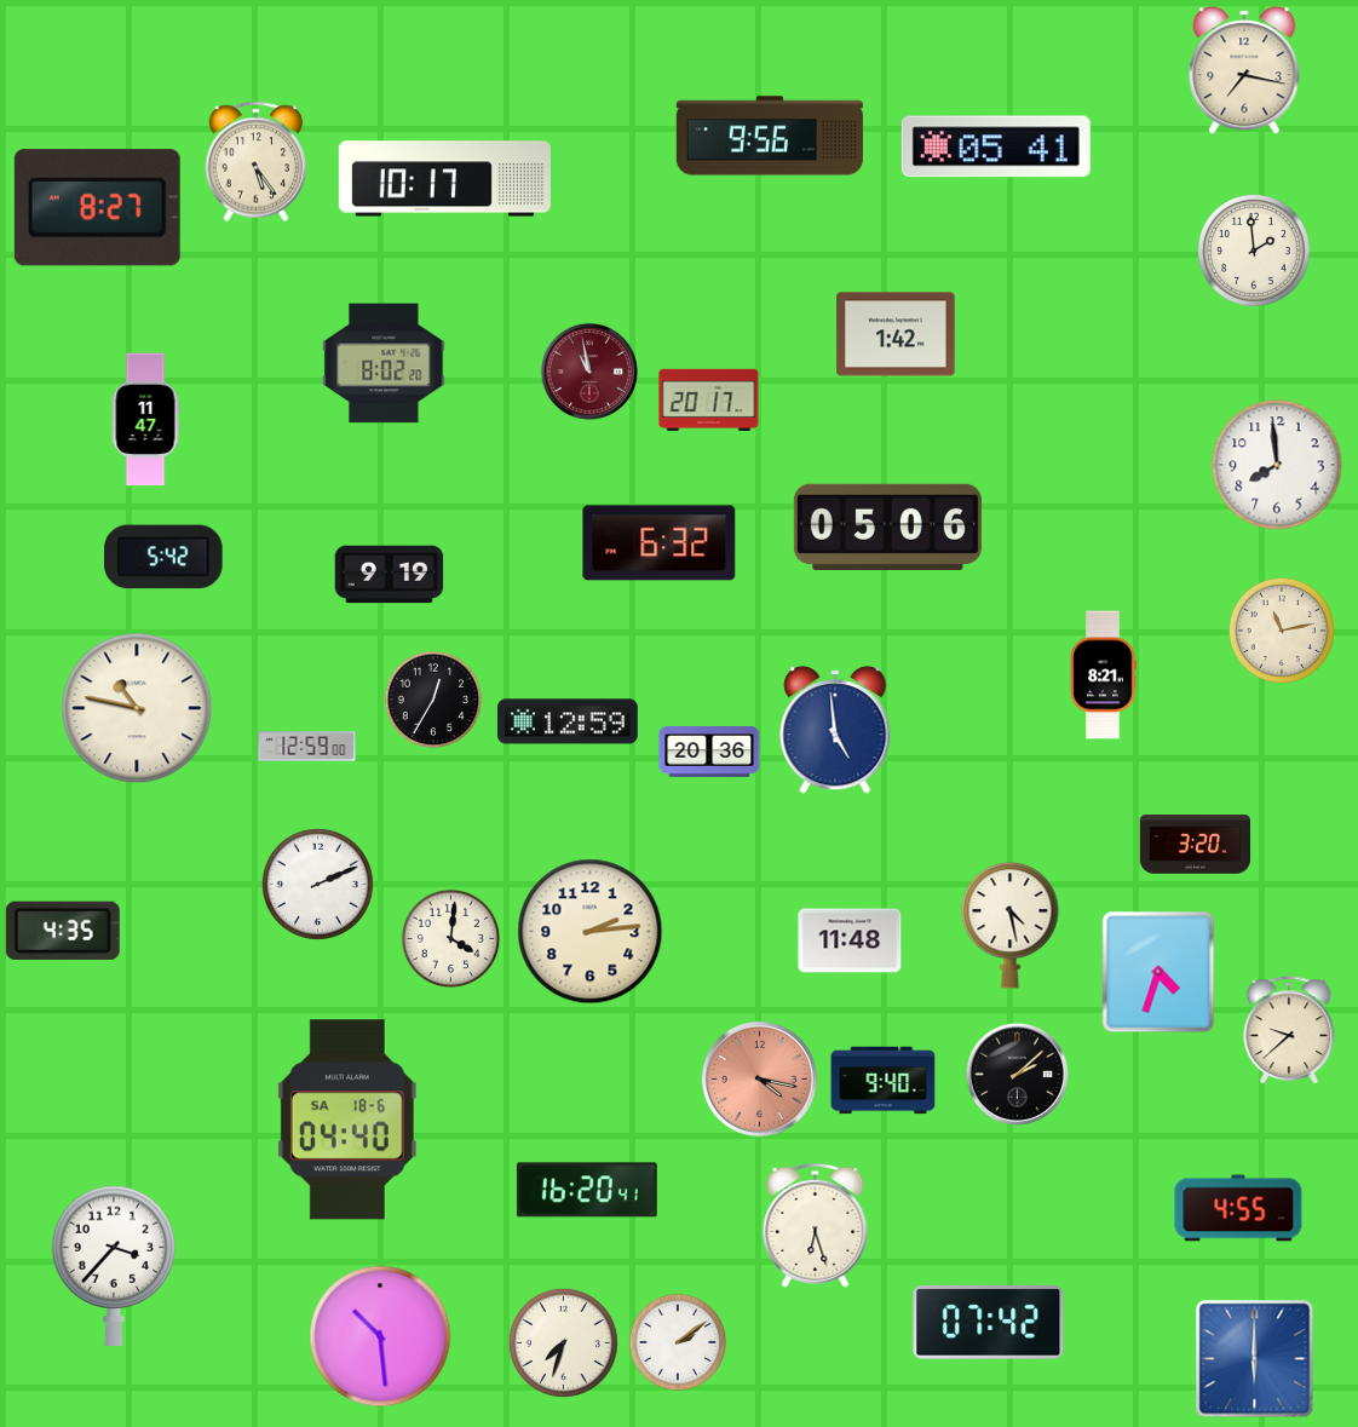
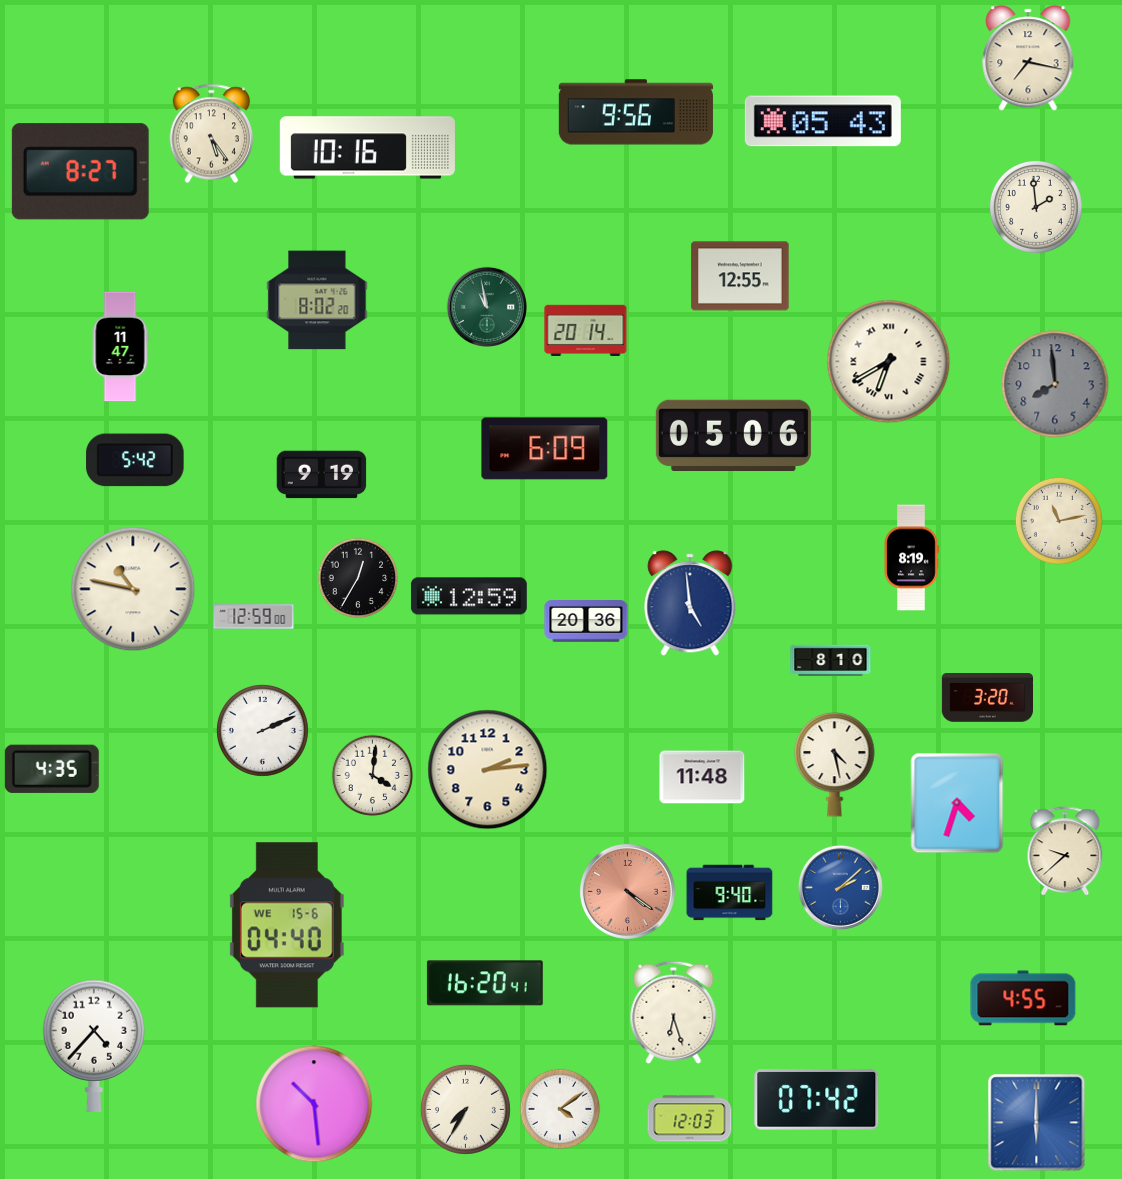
clock at (996, 146): 05:41 -> 05:43
clock at (444, 179): 10:17 -> 10:16
clock at (896, 334): 1:42 -> 12:55
clock at (589, 372) dial: burgundy -> green
clock at (709, 399): 20:17 -> 20:14
clock at (889, 362): none -> 6:40
clock at (1277, 465) dial: white -> grey
clock at (660, 543): 6:32 -> 6:09
clock at (1103, 675): 8:21 -> 8:19
clock at (137, 708) position: (137, 708) -> (133, 589)
clock at (831, 660): none -> 8:10
clock at (1017, 1074) dial: black -> blue
clock at (759, 1078): 4:17 -> 4:21
clock at (347, 1120) date: SA 18-6 -> WE 15-6
clock at (114, 1265): 3:37 -> 4:37
clock at (989, 1323) position: (989, 1323) -> (817, 1100)
clock at (563, 1342): 7:33 -> 7:35
clock at (678, 1342): 2:09 -> 4:09
clock at (690, 1119): none -> 12:03
